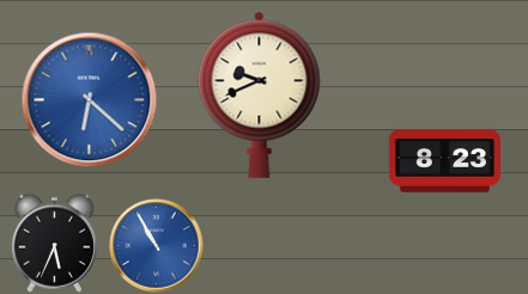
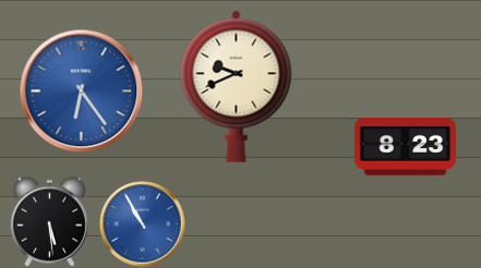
clock at (90, 100): 6:22 -> 6:24
clock at (54, 243): 5:34 -> 5:29
